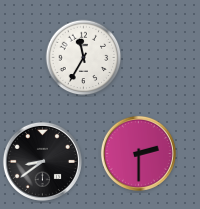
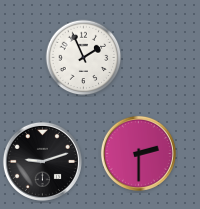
clock at (84, 58): 11:35 -> 1:56
clock at (42, 161): 8:39 -> 9:12
